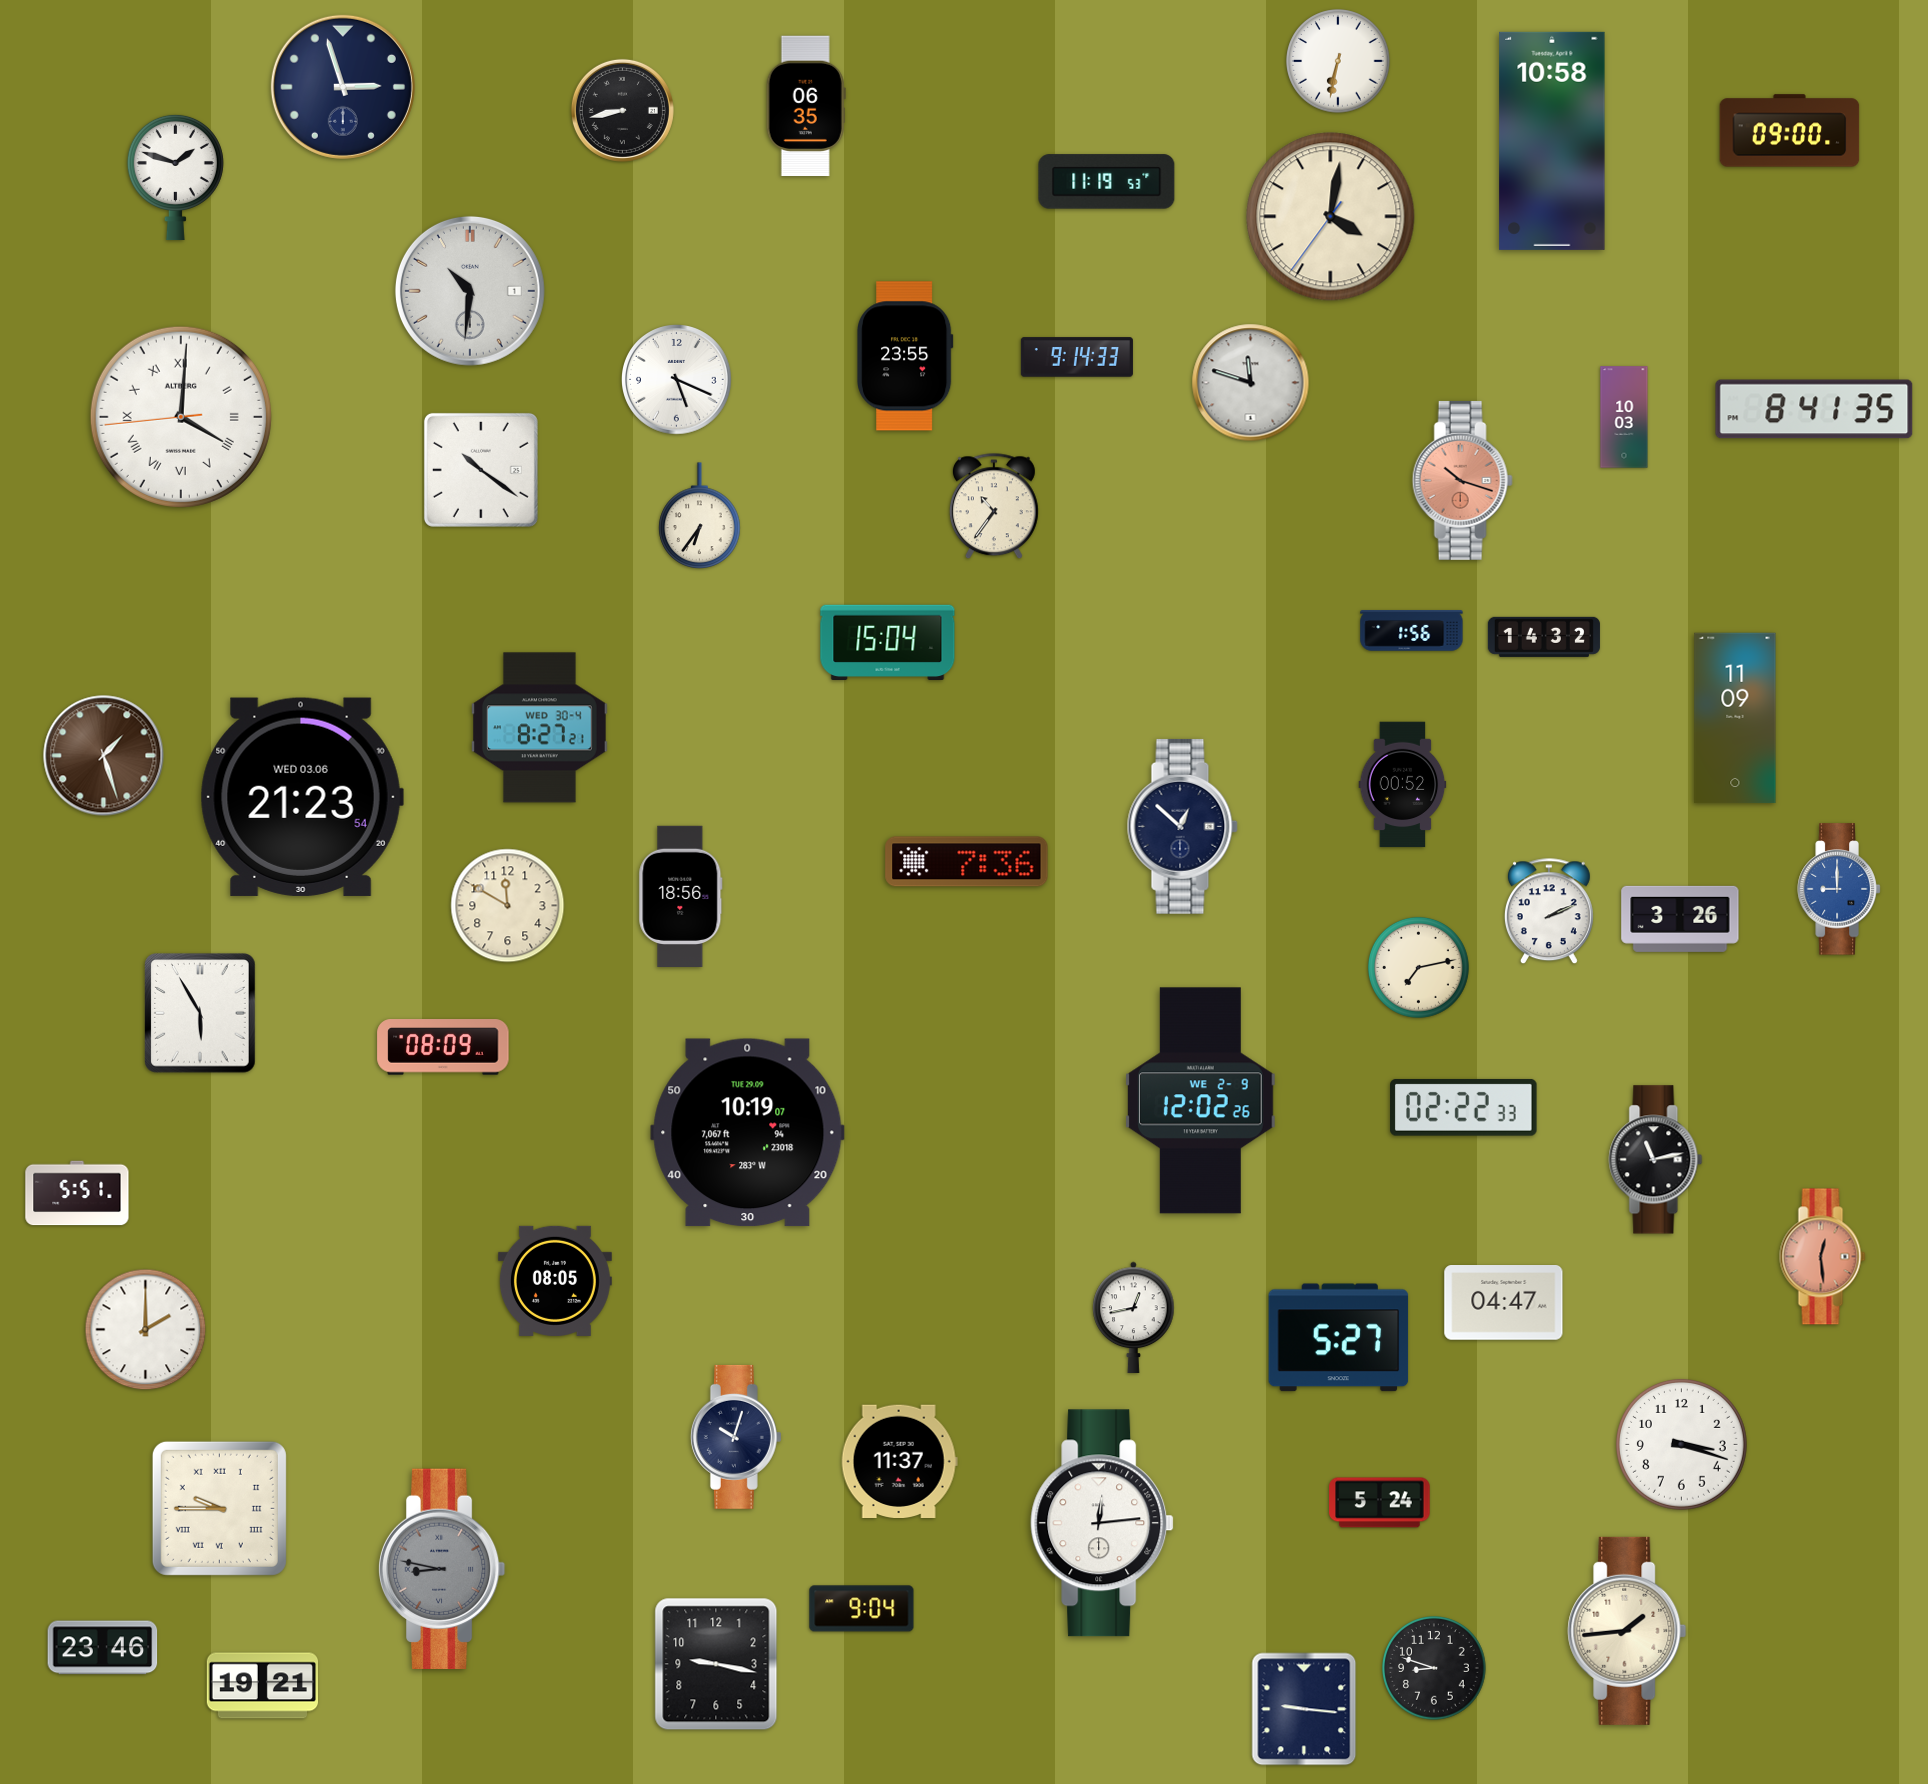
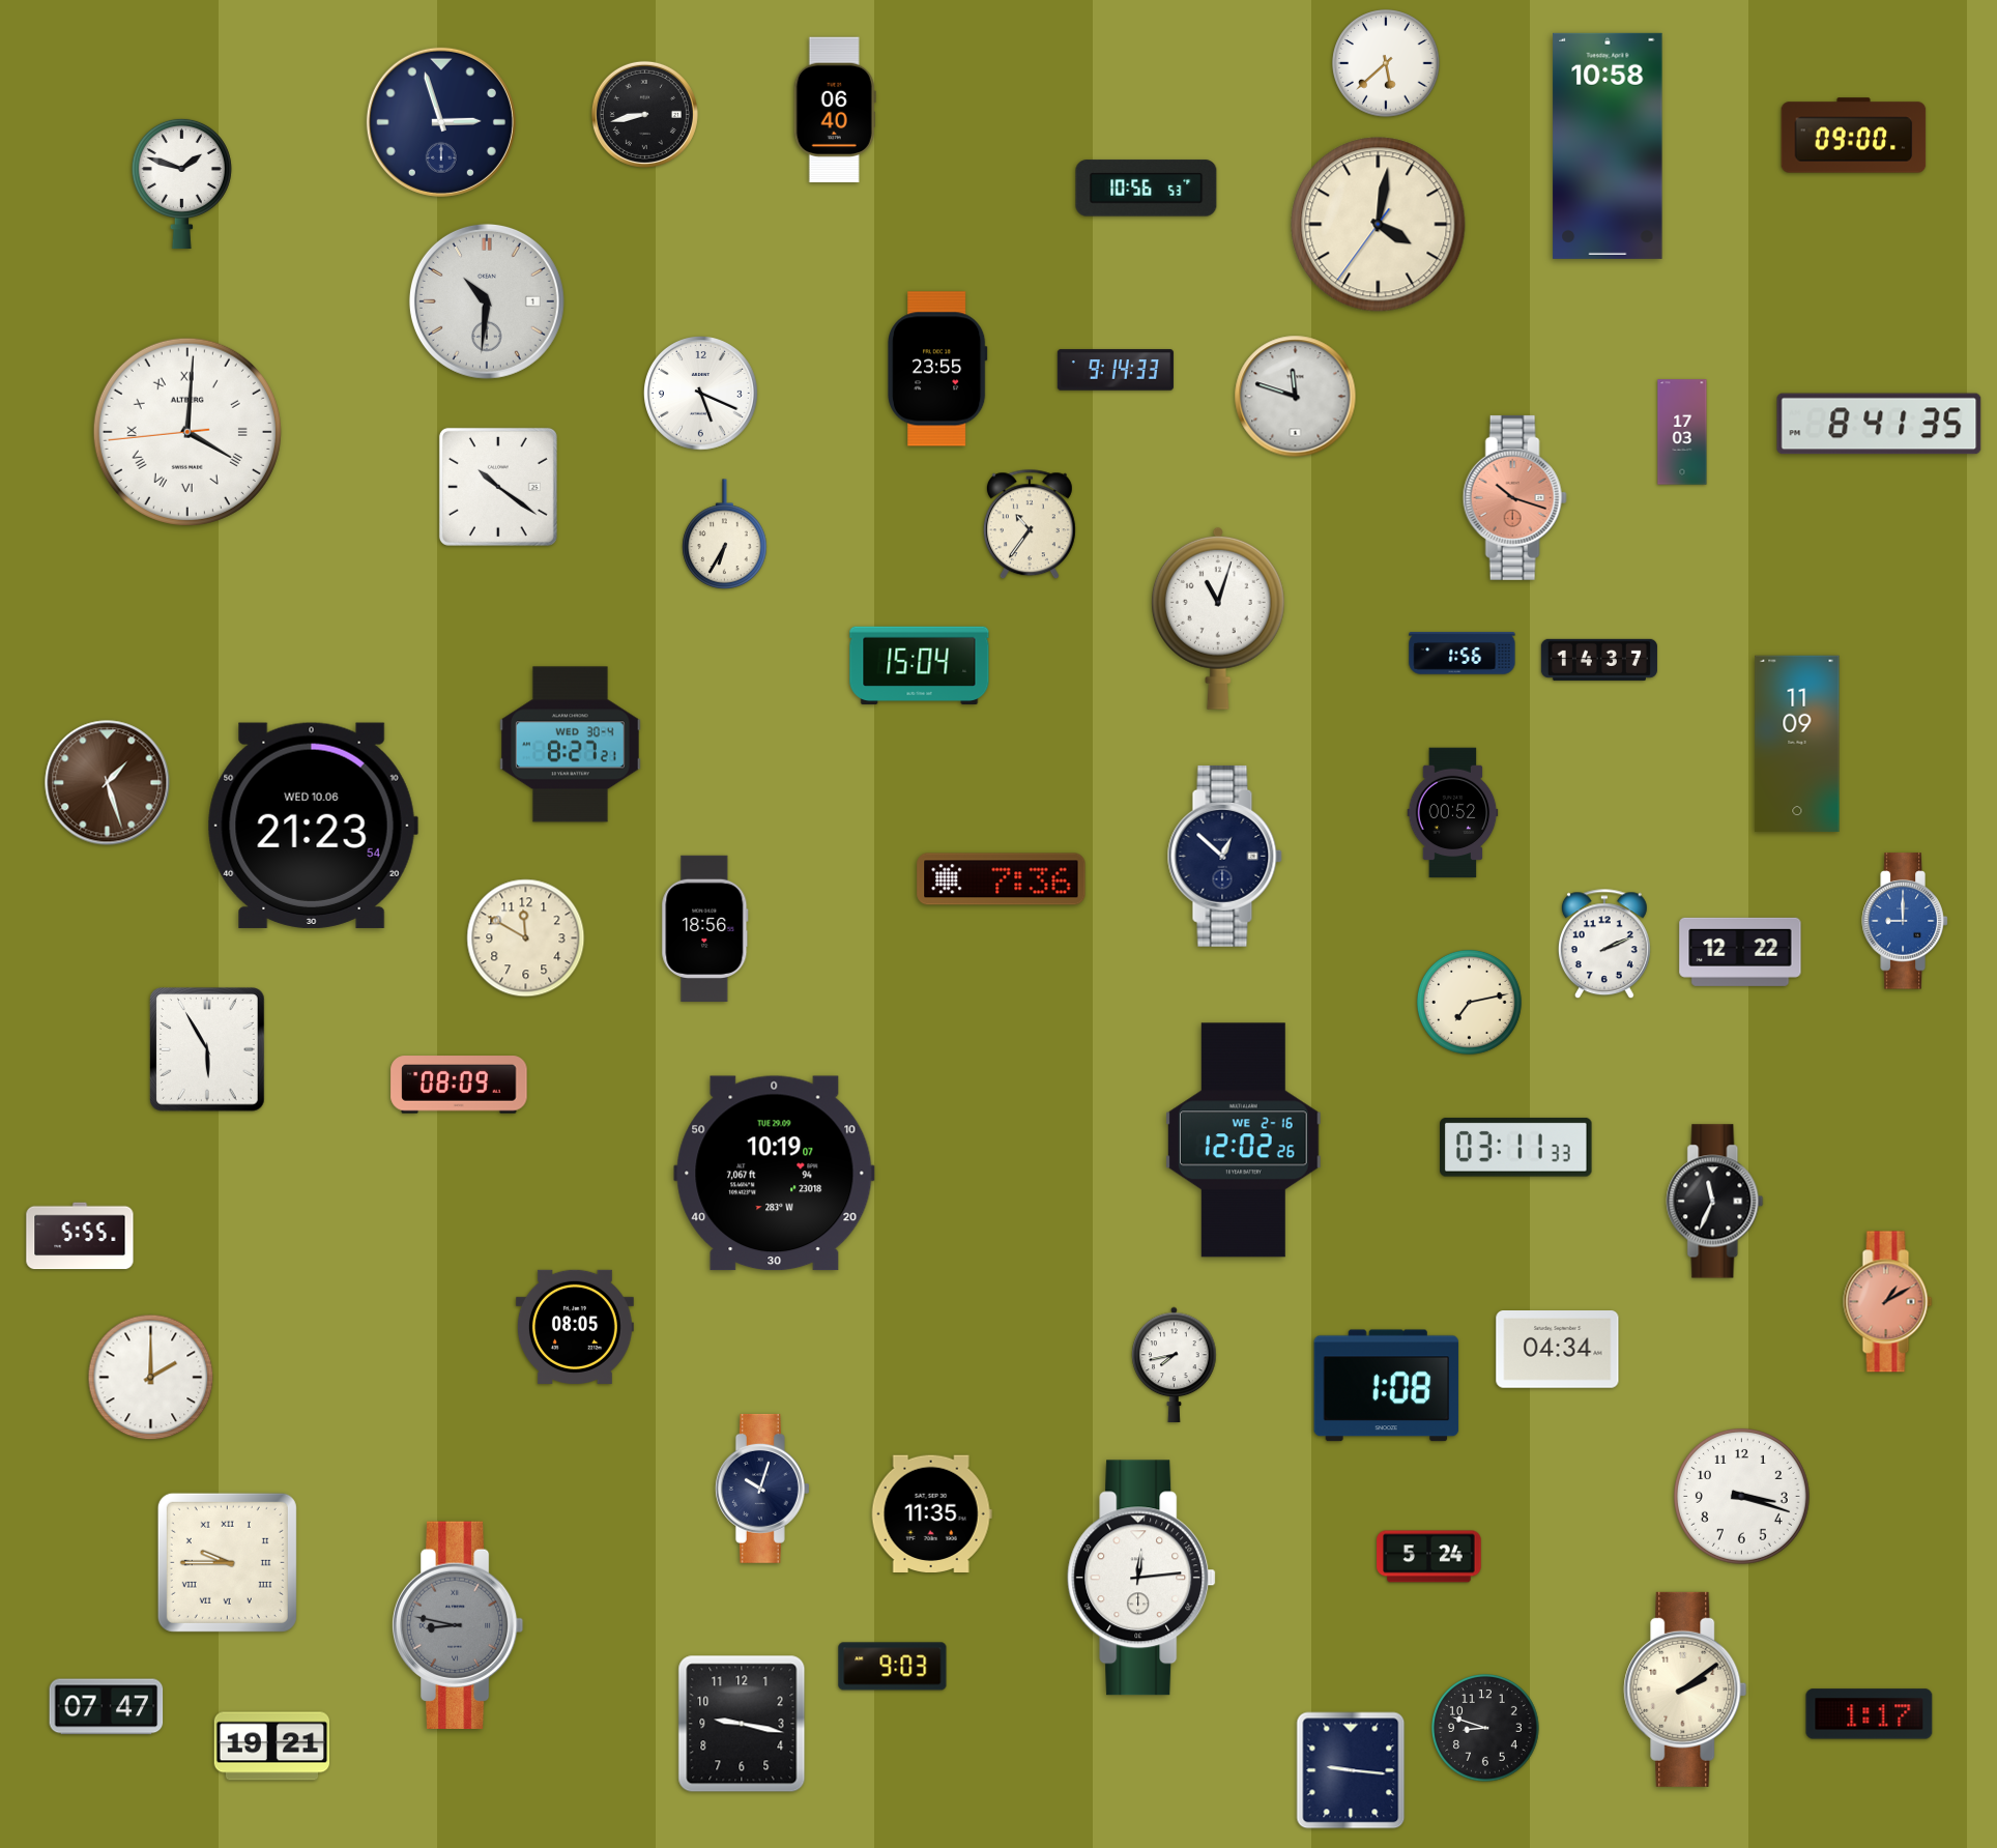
clock at (1338, 61): 6:32 -> 5:38
clock at (343, 87) position: (343, 87) -> (441, 122)
clock at (806, 106): 06:35 -> 06:40
clock at (1107, 182): 11:19 -> 10:56
clock at (1624, 417): 10:03 -> 17:03
clock at (700, 516): 6:36 -> 6:35
clock at (1218, 618): none -> 11:03
clock at (1544, 637): 14:32 -> 14:37
clock at (540, 728) position: (540, 728) -> (571, 745)
clock at (302, 797) date: WED 03.06 -> WED 10.06
clock at (967, 862) position: (967, 862) -> (1002, 879)
clock at (1680, 919): 3:26 -> 12:22
clock at (1201, 1101) date: WE 2-9 -> WE 2-16
clock at (1464, 1107): 02:22 -> 03:11
clock at (1656, 1160): 11:13 -> 11:34
clock at (77, 1193): 5:51 -> 5:55
clock at (1823, 1257): 12:29 -> 1:10
clock at (1504, 1303): 04:47 -> 04:34
clock at (1134, 1317): 12:43 -> 7:43
clock at (1339, 1338): 5:27 -> 1:08
clock at (899, 1461): 11:37 -> 11:35
clock at (862, 1609): 9:04 -> 9:03
clock at (1627, 1631): 1:44 -> 2:09
clock at (103, 1648): 23:46 -> 07:47
clock at (1870, 1714): none -> 1:17
